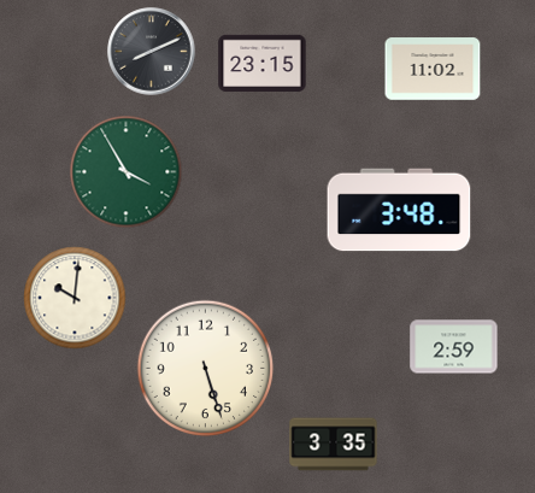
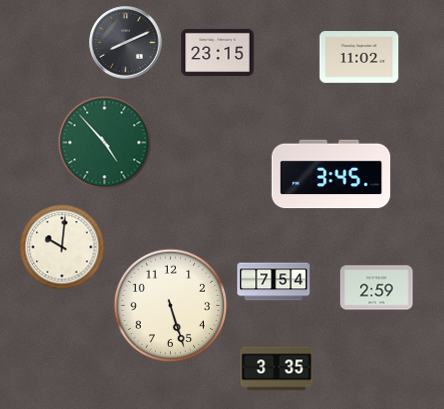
clock at (127, 172): 3:55 -> 4:53
clock at (399, 210): 3:48 -> 3:45
clock at (274, 282): none -> 7:54
